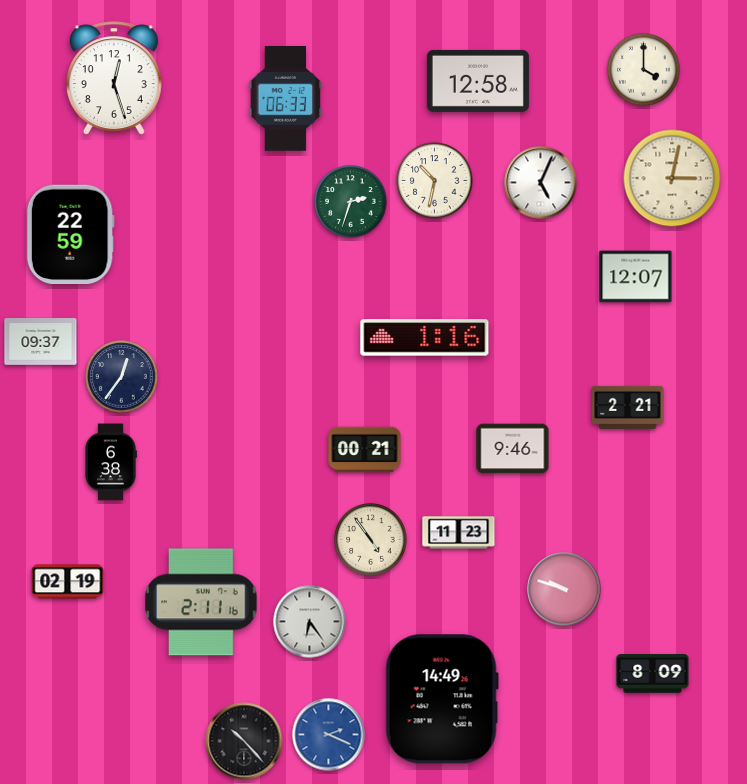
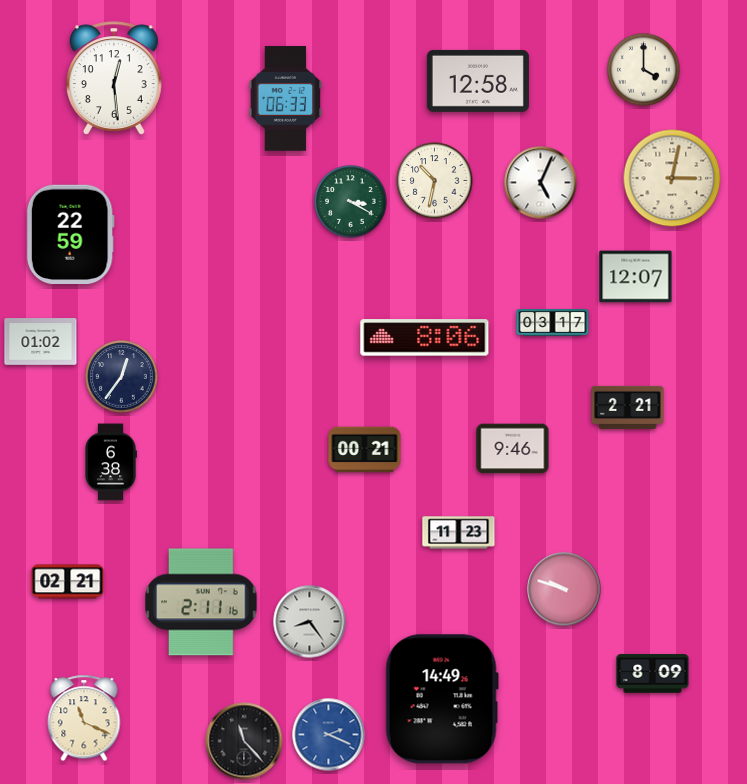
clock at (114, 78): 12:27 -> 12:29
clock at (351, 202): 2:33 -> 3:20
clock at (553, 323): none -> 03:17
clock at (425, 338): 1:16 -> 8:06
clock at (41, 342): 09:37 -> 01:02
clock at (371, 540): 4:54 -> none
clock at (68, 582): 02:19 -> 02:21
clock at (310, 622): 6:24 -> 8:24
clock at (84, 718): none -> 11:19
clock at (244, 741): 10:23 -> 11:23
